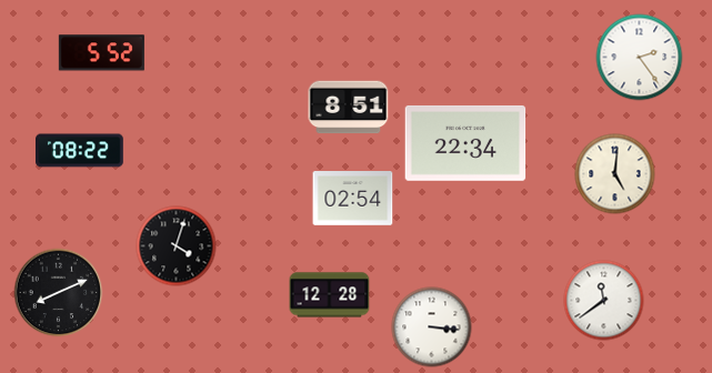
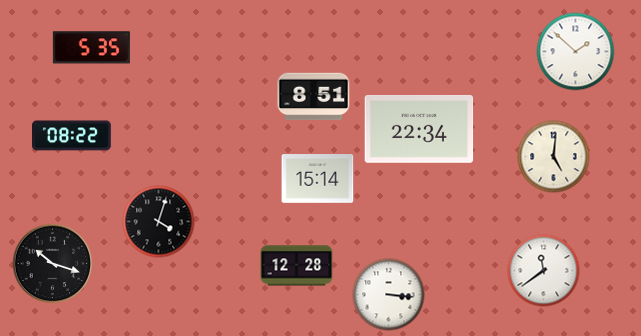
clock at (101, 53): 5:52 -> 5:35
clock at (640, 58): 2:24 -> 1:52
clock at (353, 199): 02:54 -> 15:14
clock at (59, 293): 8:11 -> 10:18
